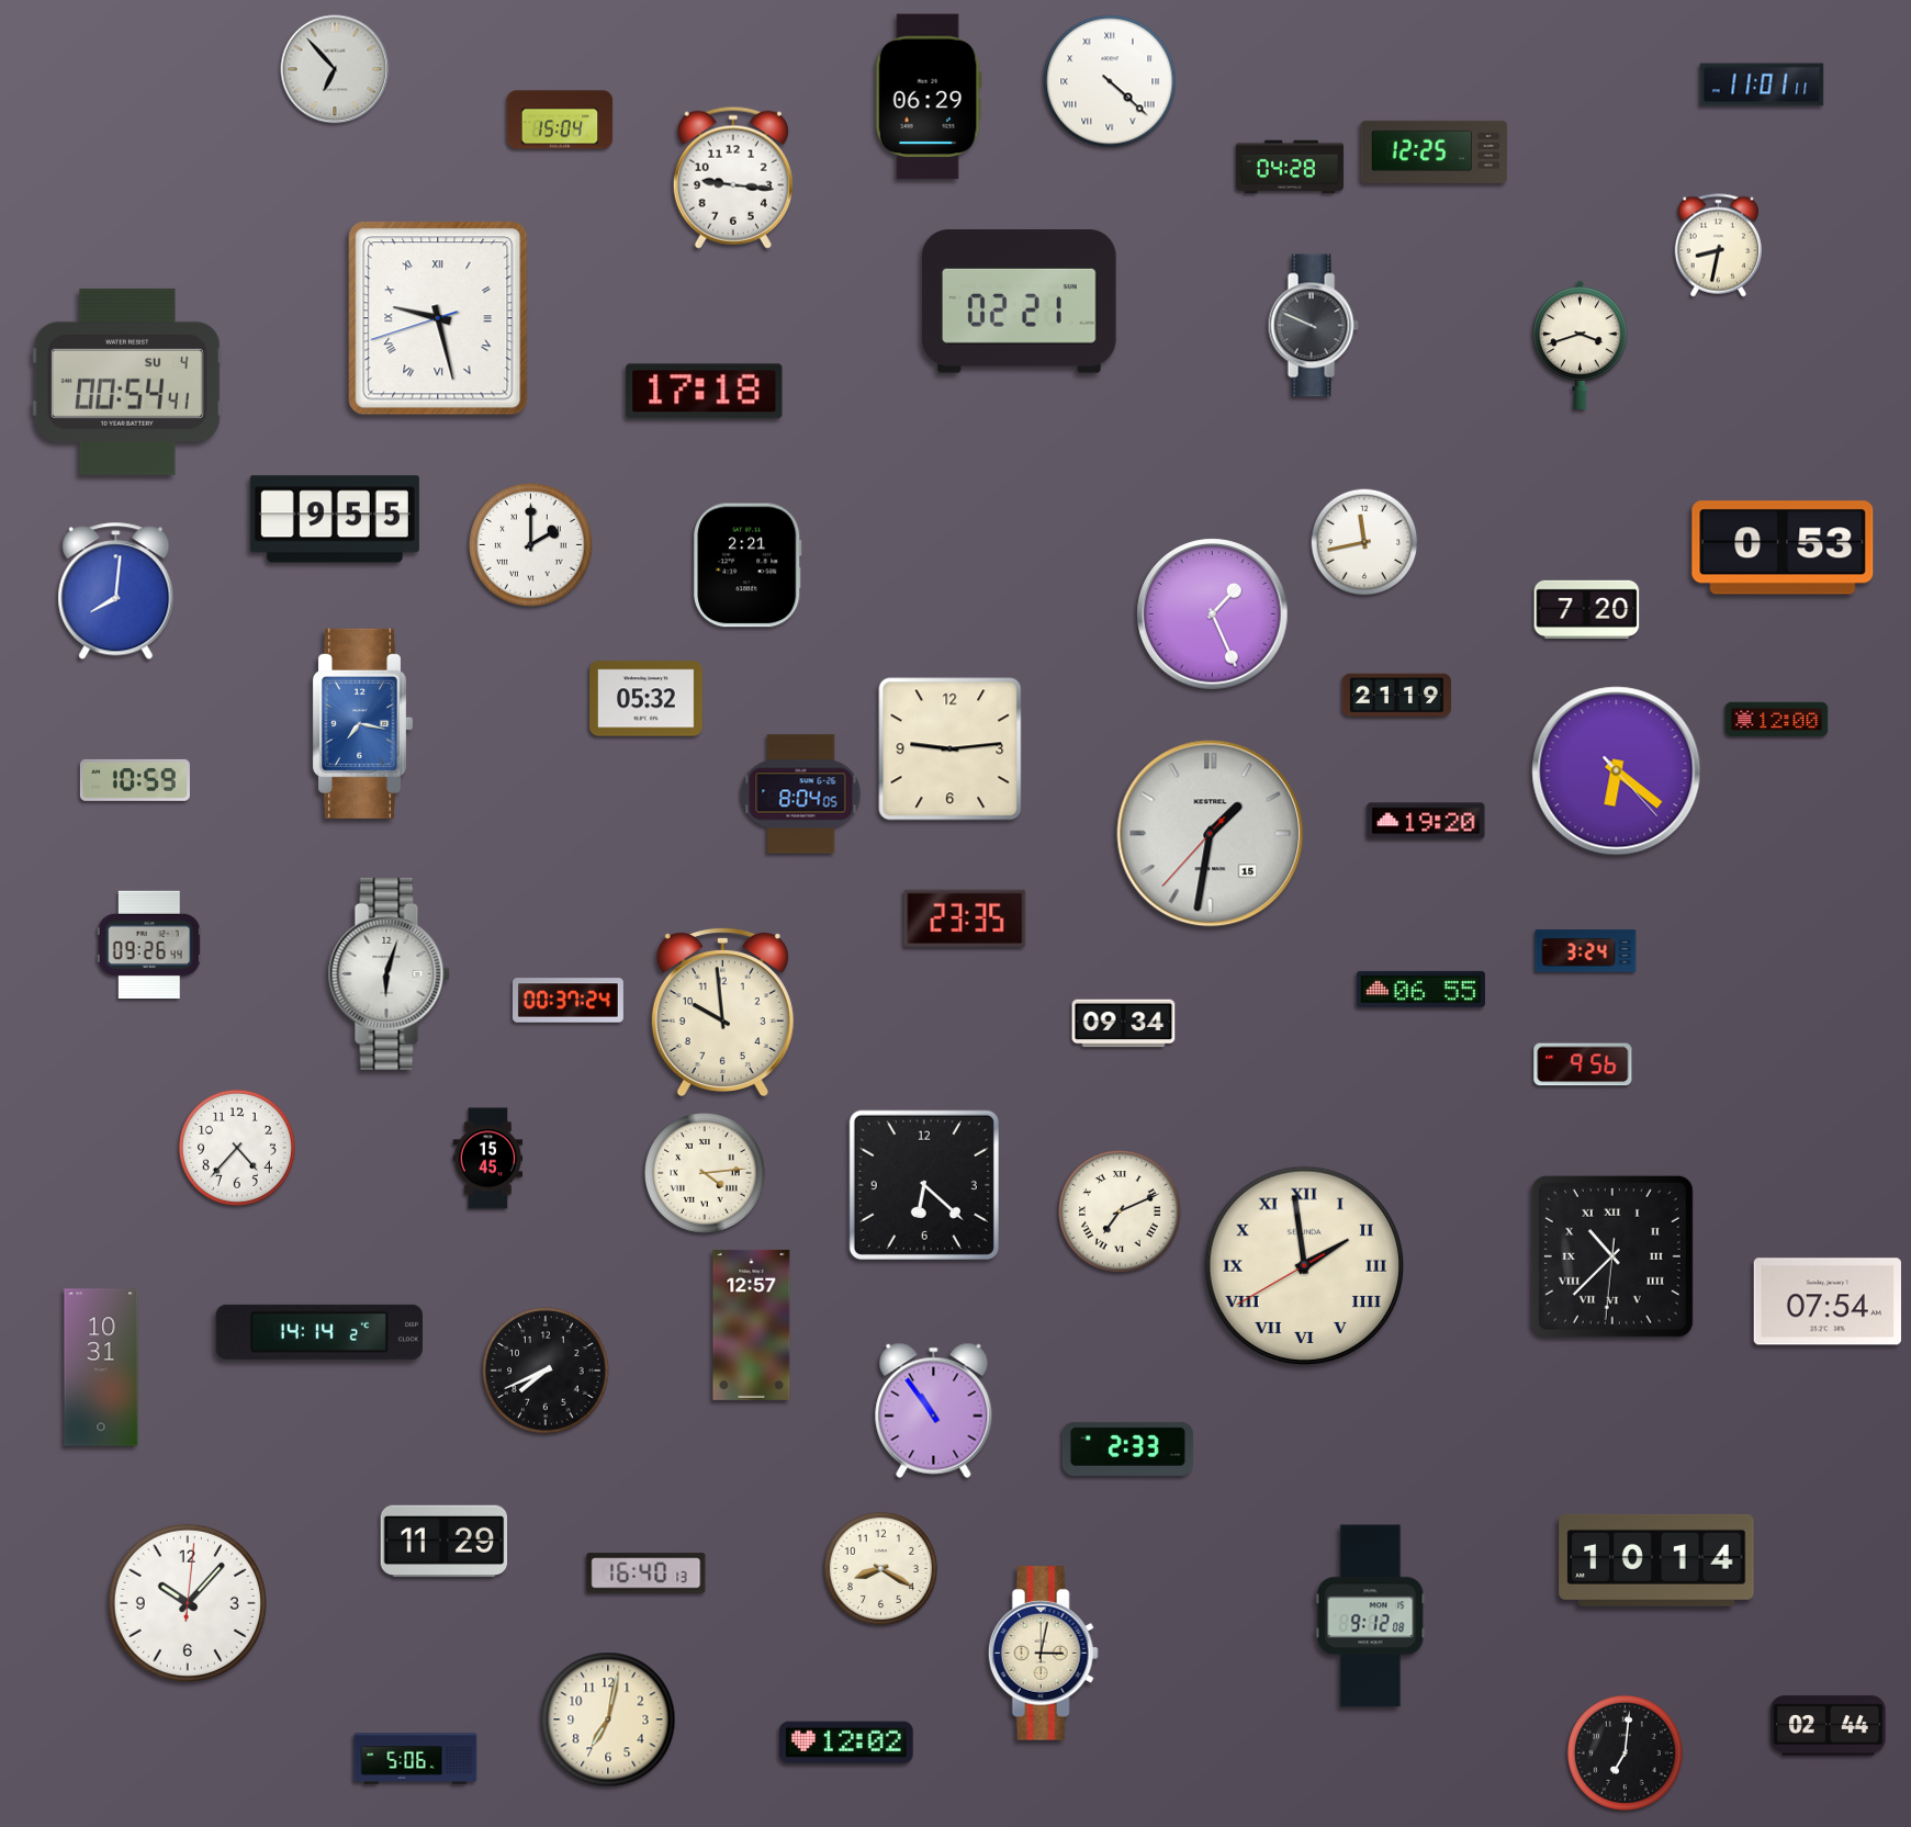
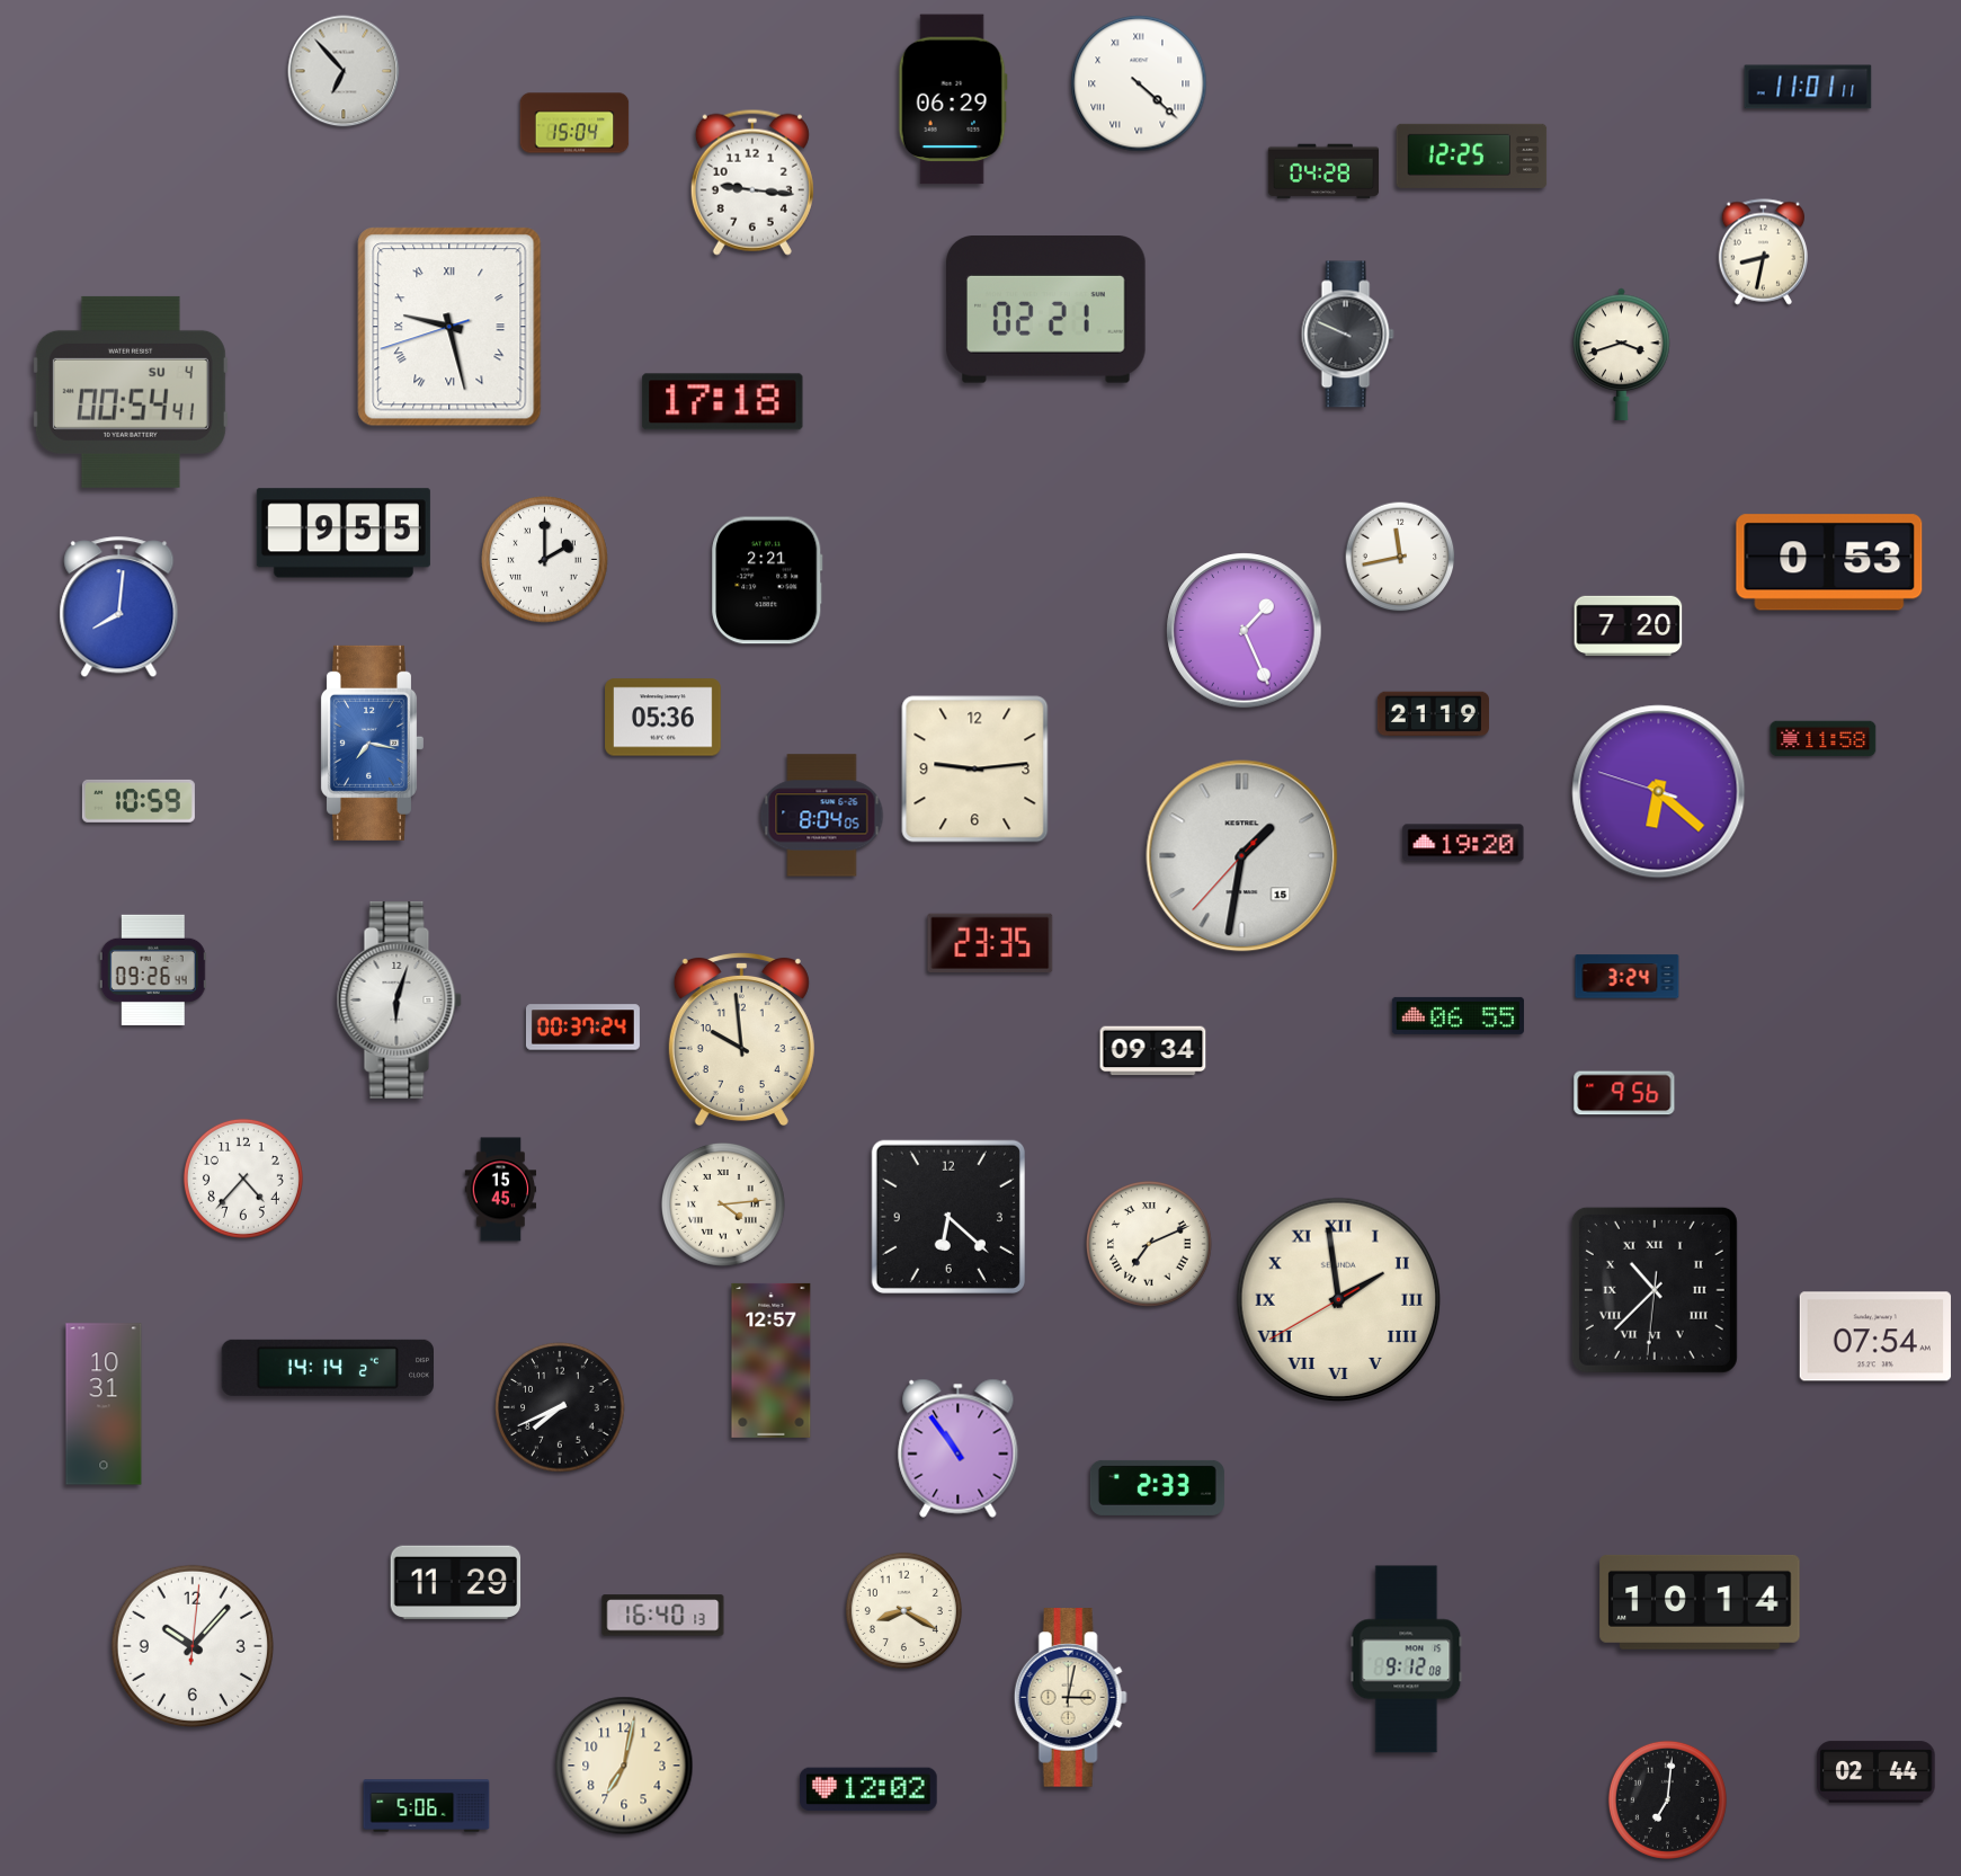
clock at (647, 699): 05:32 -> 05:36
clock at (1777, 720): 12:00 -> 11:58
clock at (1617, 771): 6:21:23 -> 6:21:48
